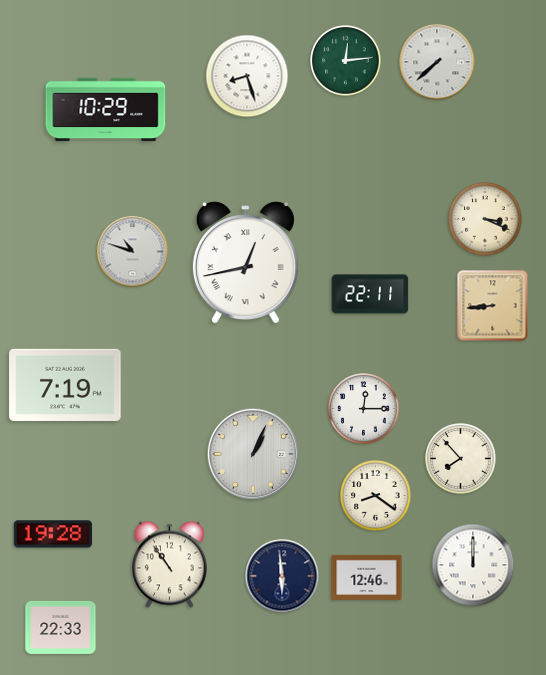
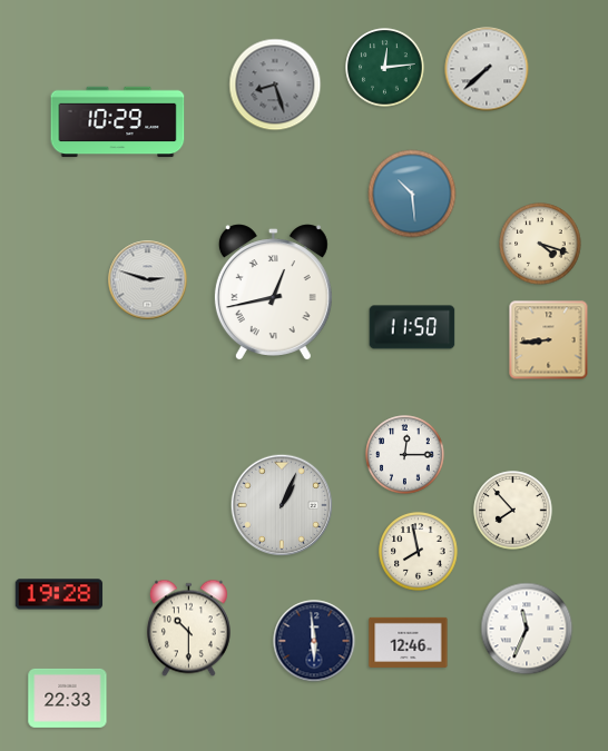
clock at (247, 76) dial: white -> grey
clock at (412, 194): none -> 10:29
clock at (485, 219): 3:19 -> 4:18
clock at (133, 252): 10:48 -> 2:48
clock at (370, 294): 22:11 -> 11:50
clock at (65, 385): 7:19 -> none
clock at (376, 496): 8:21 -> 7:58
clock at (169, 565): 10:54 -> 10:30
clock at (473, 565): 12:00 -> 11:34
